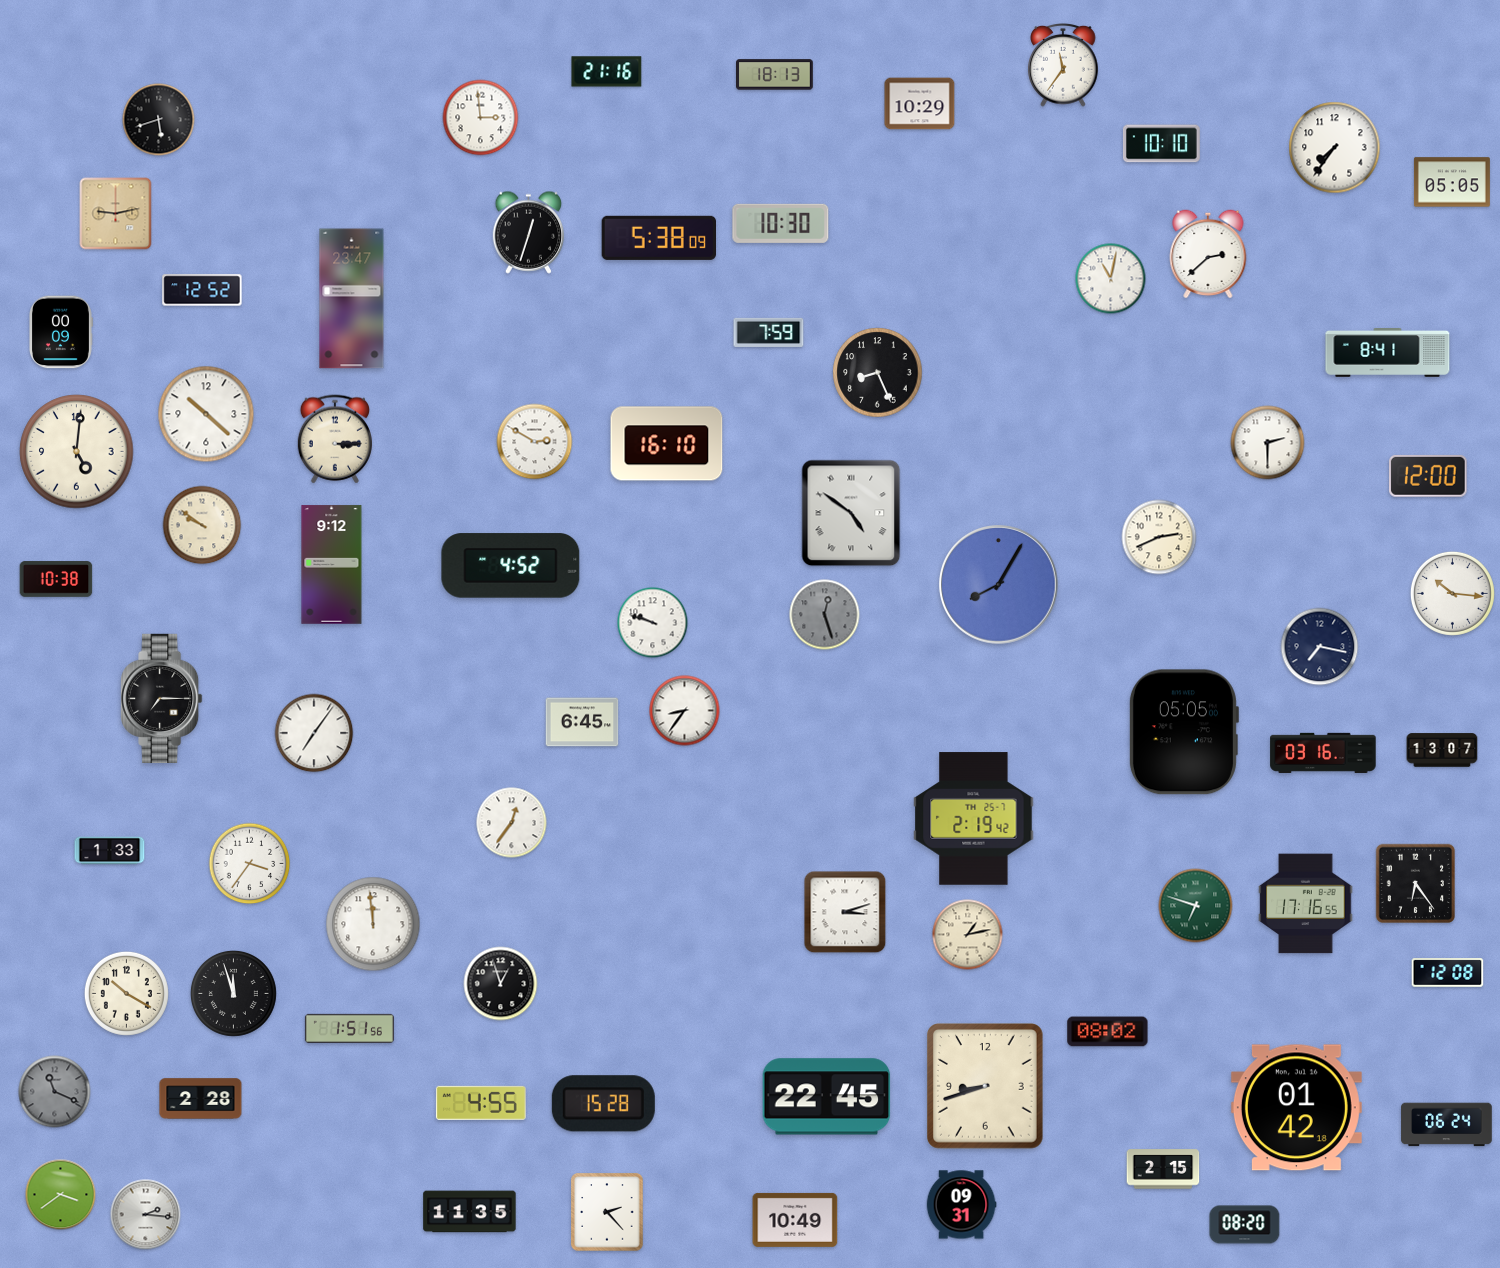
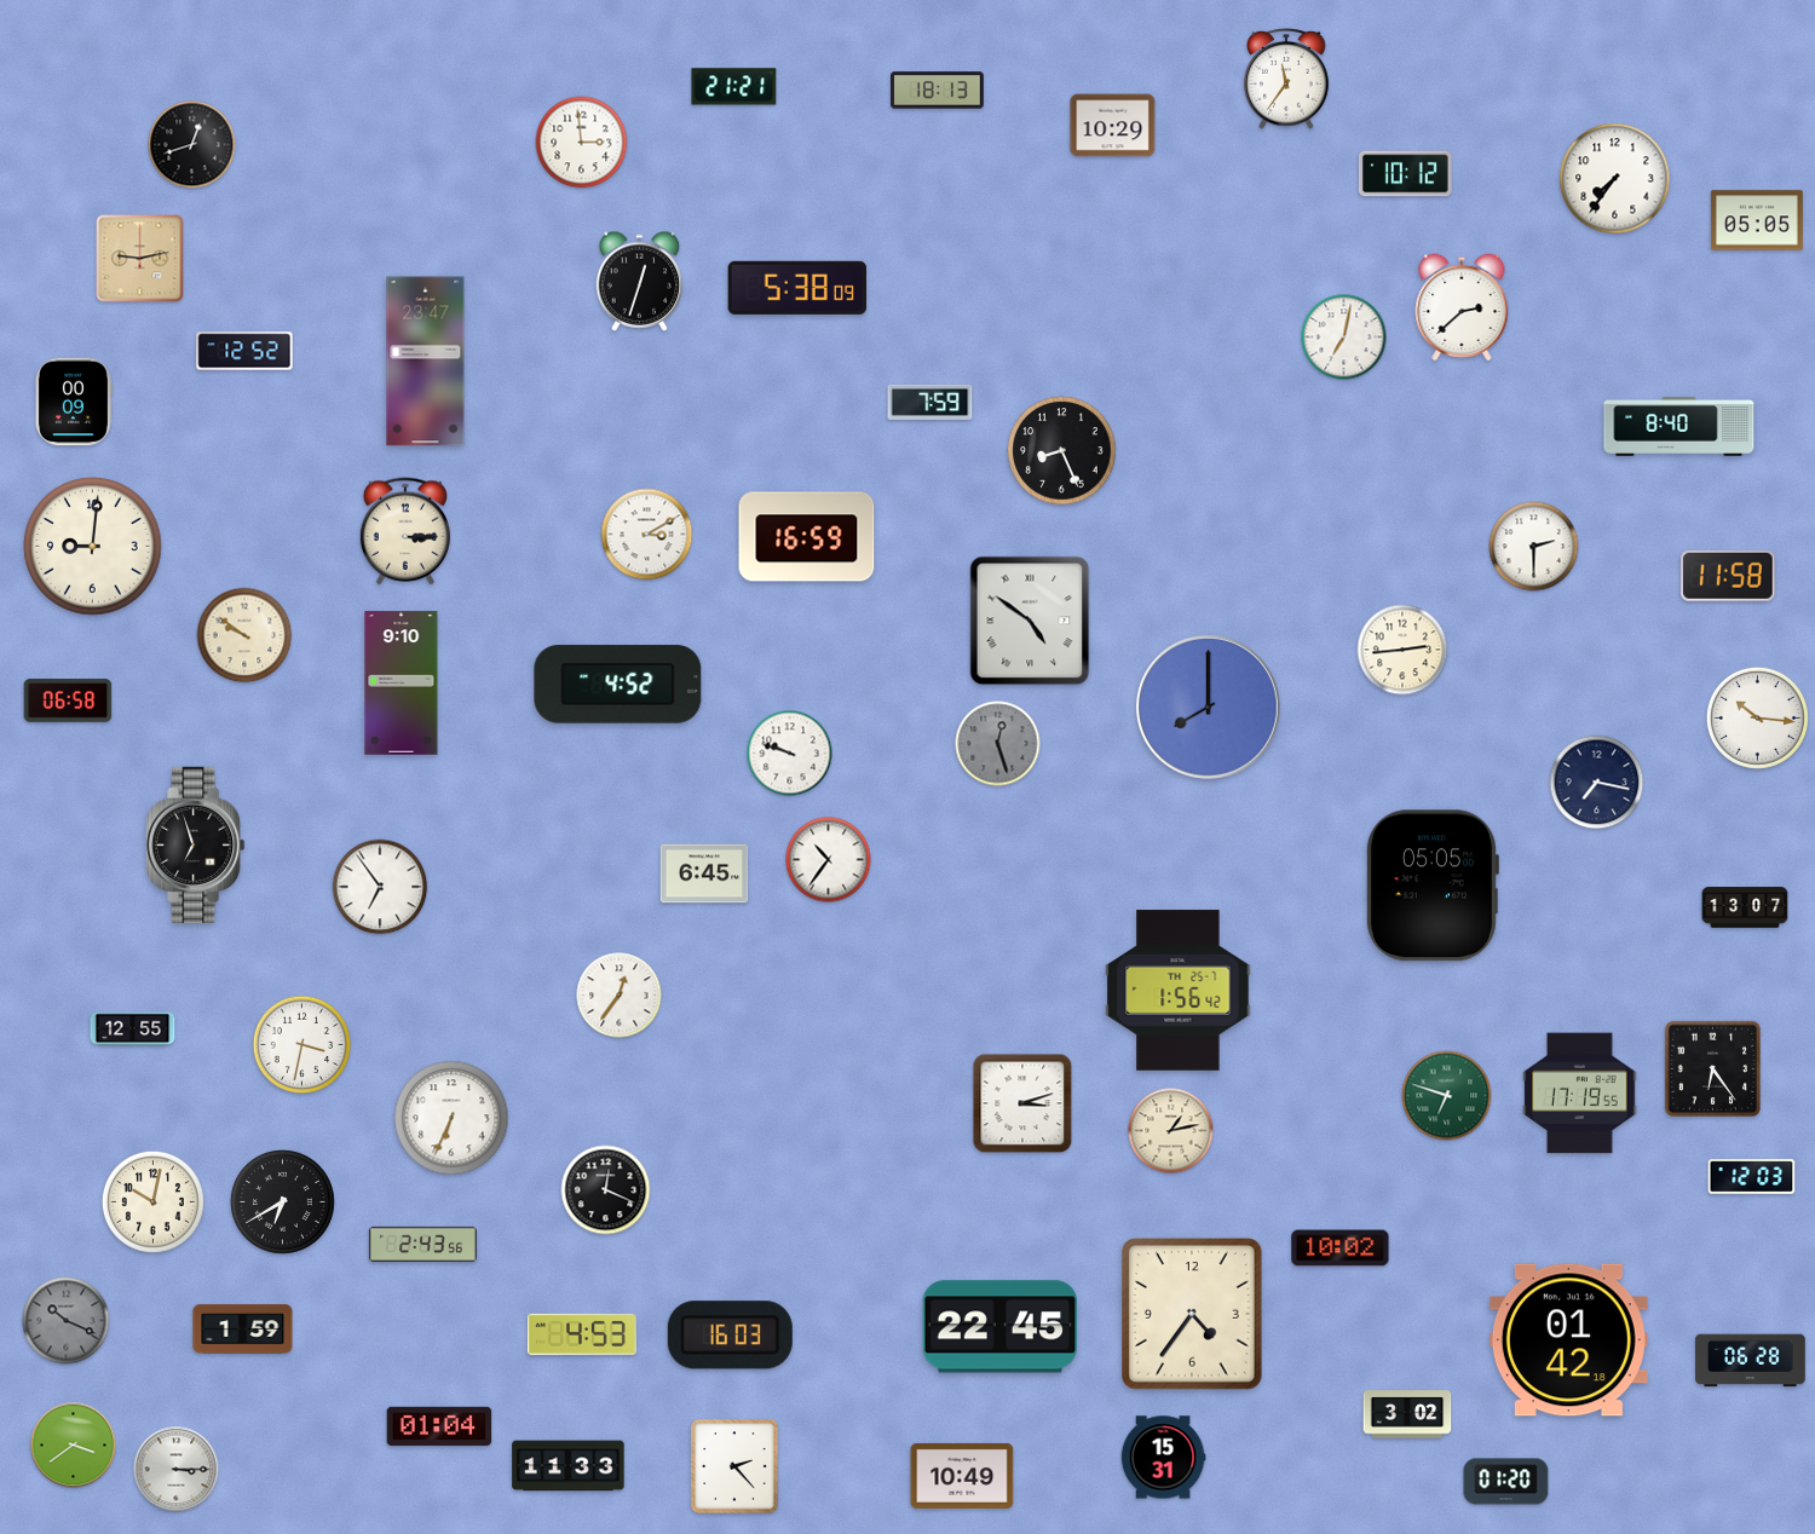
clock at (607, 72): 21:16 -> 21:21
clock at (159, 120): 5:42 -> 12:42
clock at (1161, 144): 10:10 -> 10:12
clock at (781, 223): 10:30 -> none
clock at (1111, 279): 11:02 -> 7:02
clock at (1388, 353): 8:41 -> 8:40
clock at (206, 414): 10:22 -> none
clock at (535, 442): 2:50 -> 3:10
clock at (1268, 443) position: (1268, 443) -> (1534, 547)
clock at (667, 444): 16:10 -> 16:59
clock at (77, 452): 5:01 -> 9:01
clock at (1429, 476): 12:00 -> 11:58
clock at (1159, 537): 2:41 -> 2:44
clock at (332, 565): 9:12 -> 9:10
clock at (56, 579): 10:38 -> 06:58
clock at (999, 585): 8:05 -> 8:00
clock at (162, 698): 7:15 -> 6:57
clock at (685, 711): 8:36 -> 10:36
clock at (314, 733): 7:06 -> 6:54
clock at (1323, 753): 03:16 -> none
clock at (974, 819): 2:19 -> 1:56
clock at (110, 851): 1:33 -> 12:55
clock at (250, 864): 3:36 -> 3:32
clock at (1306, 904): 17:16 -> 17:19
clock at (373, 924): 11:59 -> 6:34
clock at (1448, 973): 12:08 -> 12:03
clock at (501, 984): 12:57 -> 12:19
clock at (126, 993): 10:20 -> 10:02
clock at (234, 994): 11:57 -> 6:40
clock at (349, 1028): 1:51 -> 2:43
clock at (1108, 1032): 08:02 -> 10:02
clock at (986, 1086): 8:42 -> 4:36
clock at (55, 1092): 11:19 -> 10:19
clock at (201, 1099): 2:28 -> 1:59
clock at (481, 1103): 4:55 -> 4:53
clock at (603, 1104): 15:28 -> 16:03
clock at (1447, 1125): 06:24 -> 06:28
clock at (1163, 1169): 2:15 -> 3:02
clock at (439, 1425): none -> 01:04
clock at (961, 1205): 09:31 -> 15:31
clock at (470, 1212): 11:35 -> 11:33
clock at (146, 1215): 2:16 -> 3:15
clock at (1245, 1225): 08:20 -> 01:20
